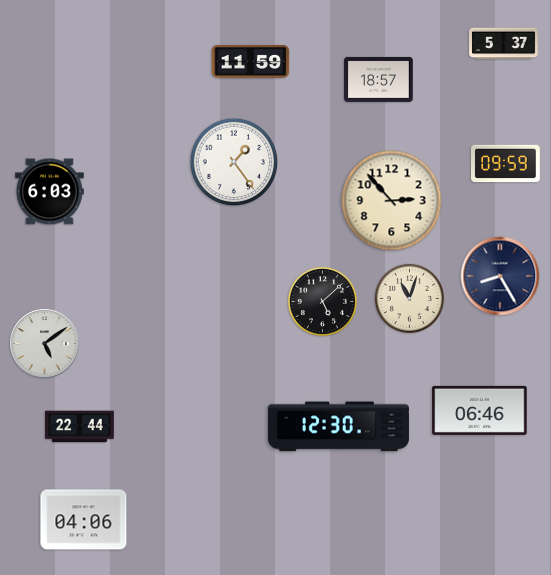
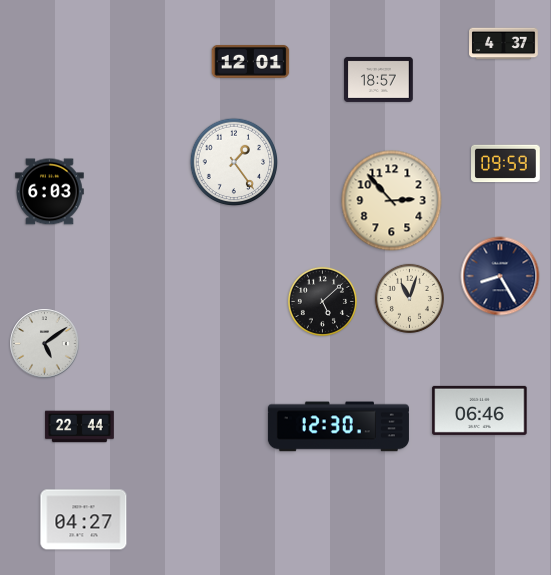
clock at (504, 44): 5:37 -> 4:37
clock at (251, 61): 11:59 -> 12:01
clock at (84, 520): 04:06 -> 04:27
